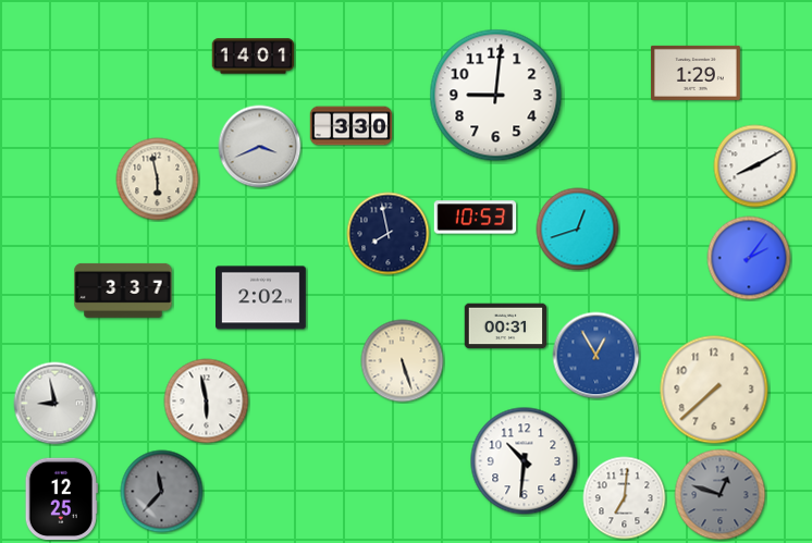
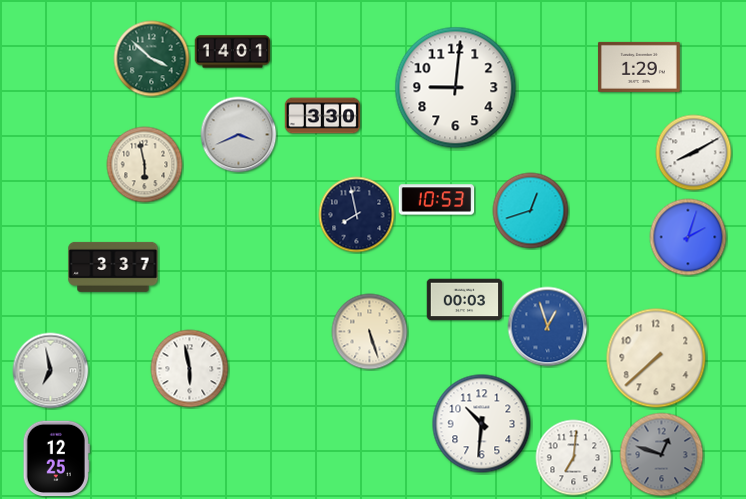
clock at (152, 59): none -> 3:52
clock at (749, 258): 2:06 -> 2:03
clock at (261, 298): 2:02 -> none
clock at (506, 326): 00:31 -> 00:03
clock at (596, 356): 12:55 -> 12:57
clock at (56, 404): 8:58 -> 6:58
clock at (162, 492): 11:37 -> none
